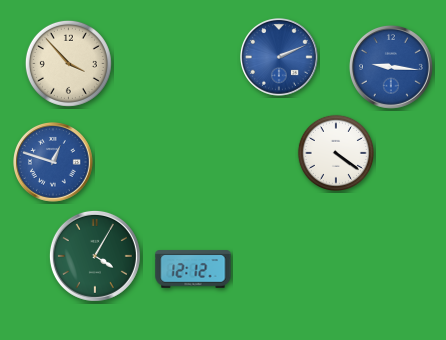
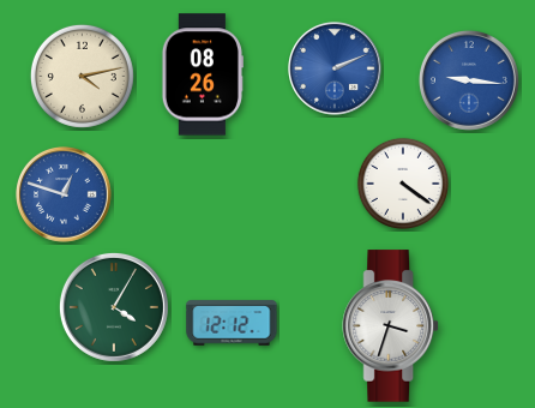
clock at (202, 74): none -> 08:26
clock at (68, 63): 3:53 -> 4:13
clock at (390, 326): none -> 3:33
